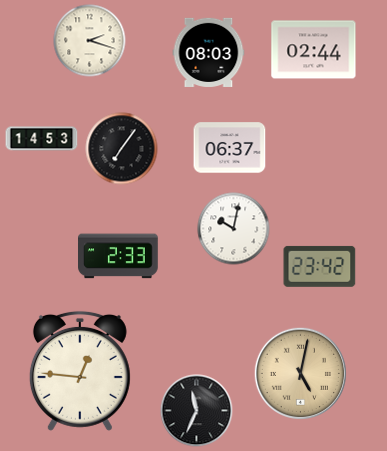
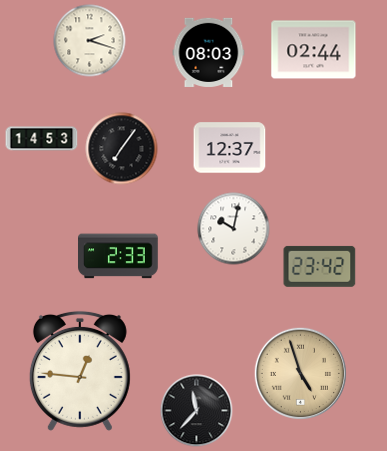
clock at (230, 148): 06:37 -> 12:37
clock at (300, 373): 5:02 -> 4:57
clock at (197, 411): 11:34 -> 11:37
